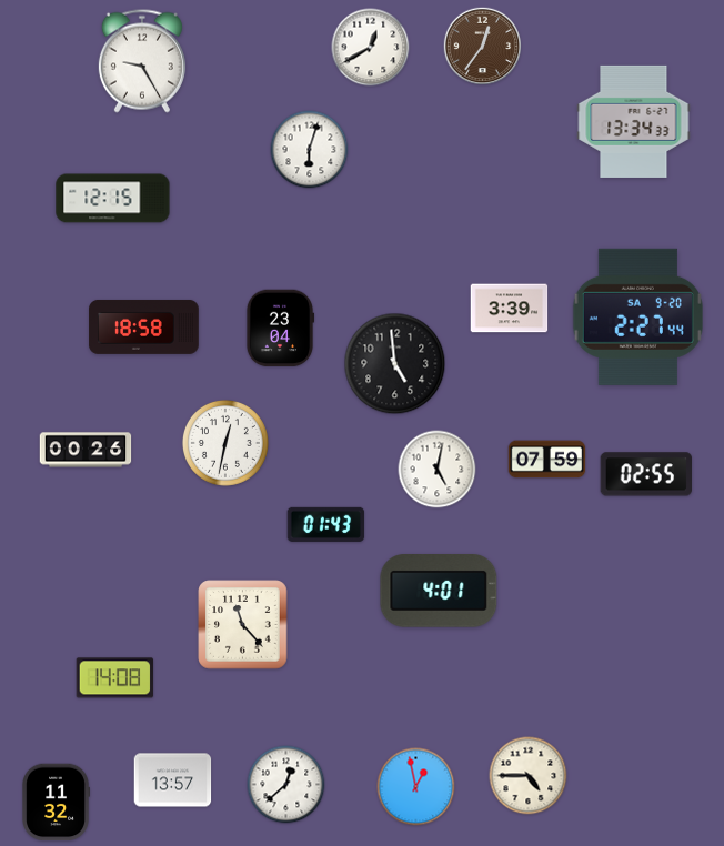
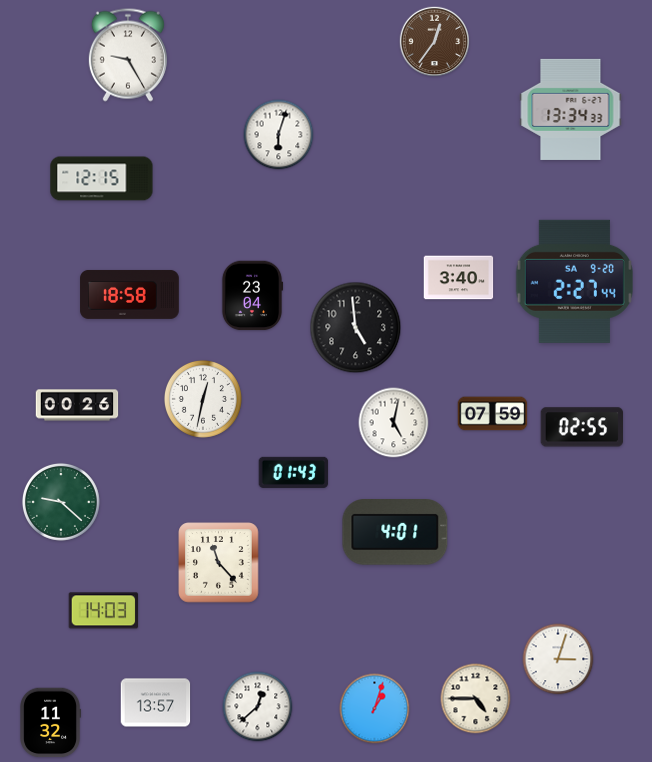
clock at (371, 48): 12:40 -> none
clock at (510, 309): 3:39 -> 3:40
clock at (637, 316) position: (637, 316) -> (574, 281)
clock at (61, 502): none -> 9:22
clock at (115, 678): 14:08 -> 14:03
clock at (558, 659): none -> 3:03
clock at (416, 787): 12:58 -> 1:03
